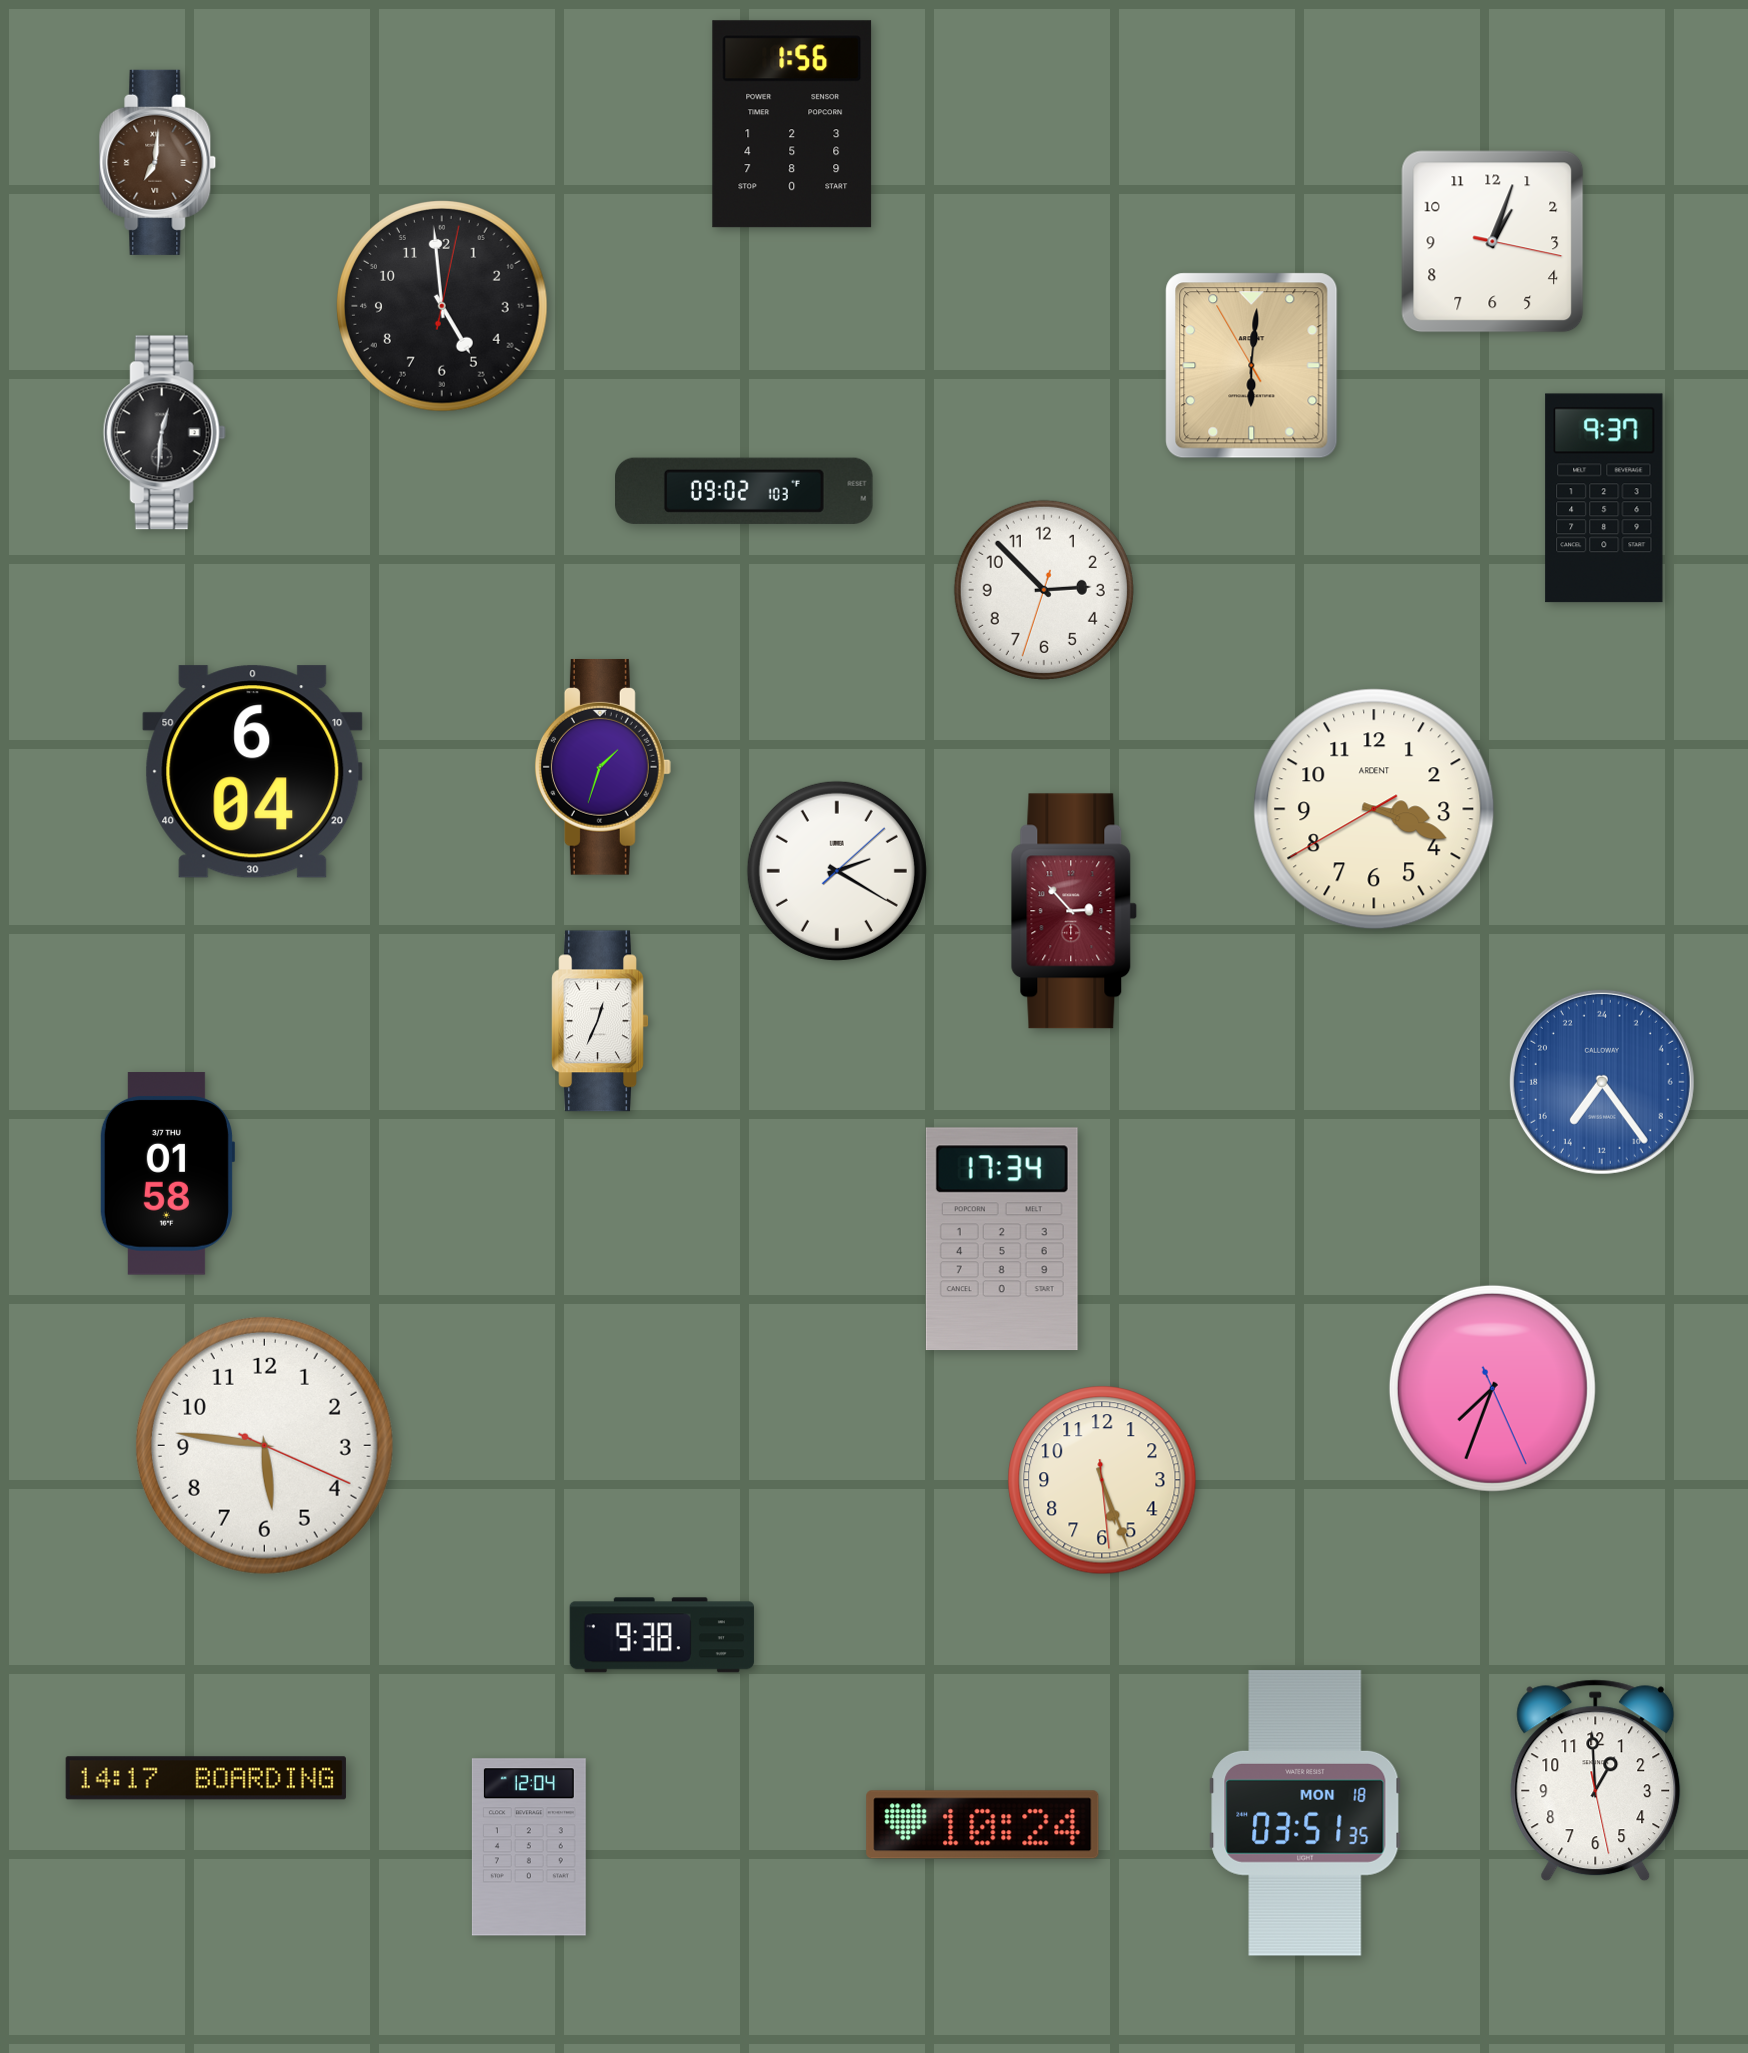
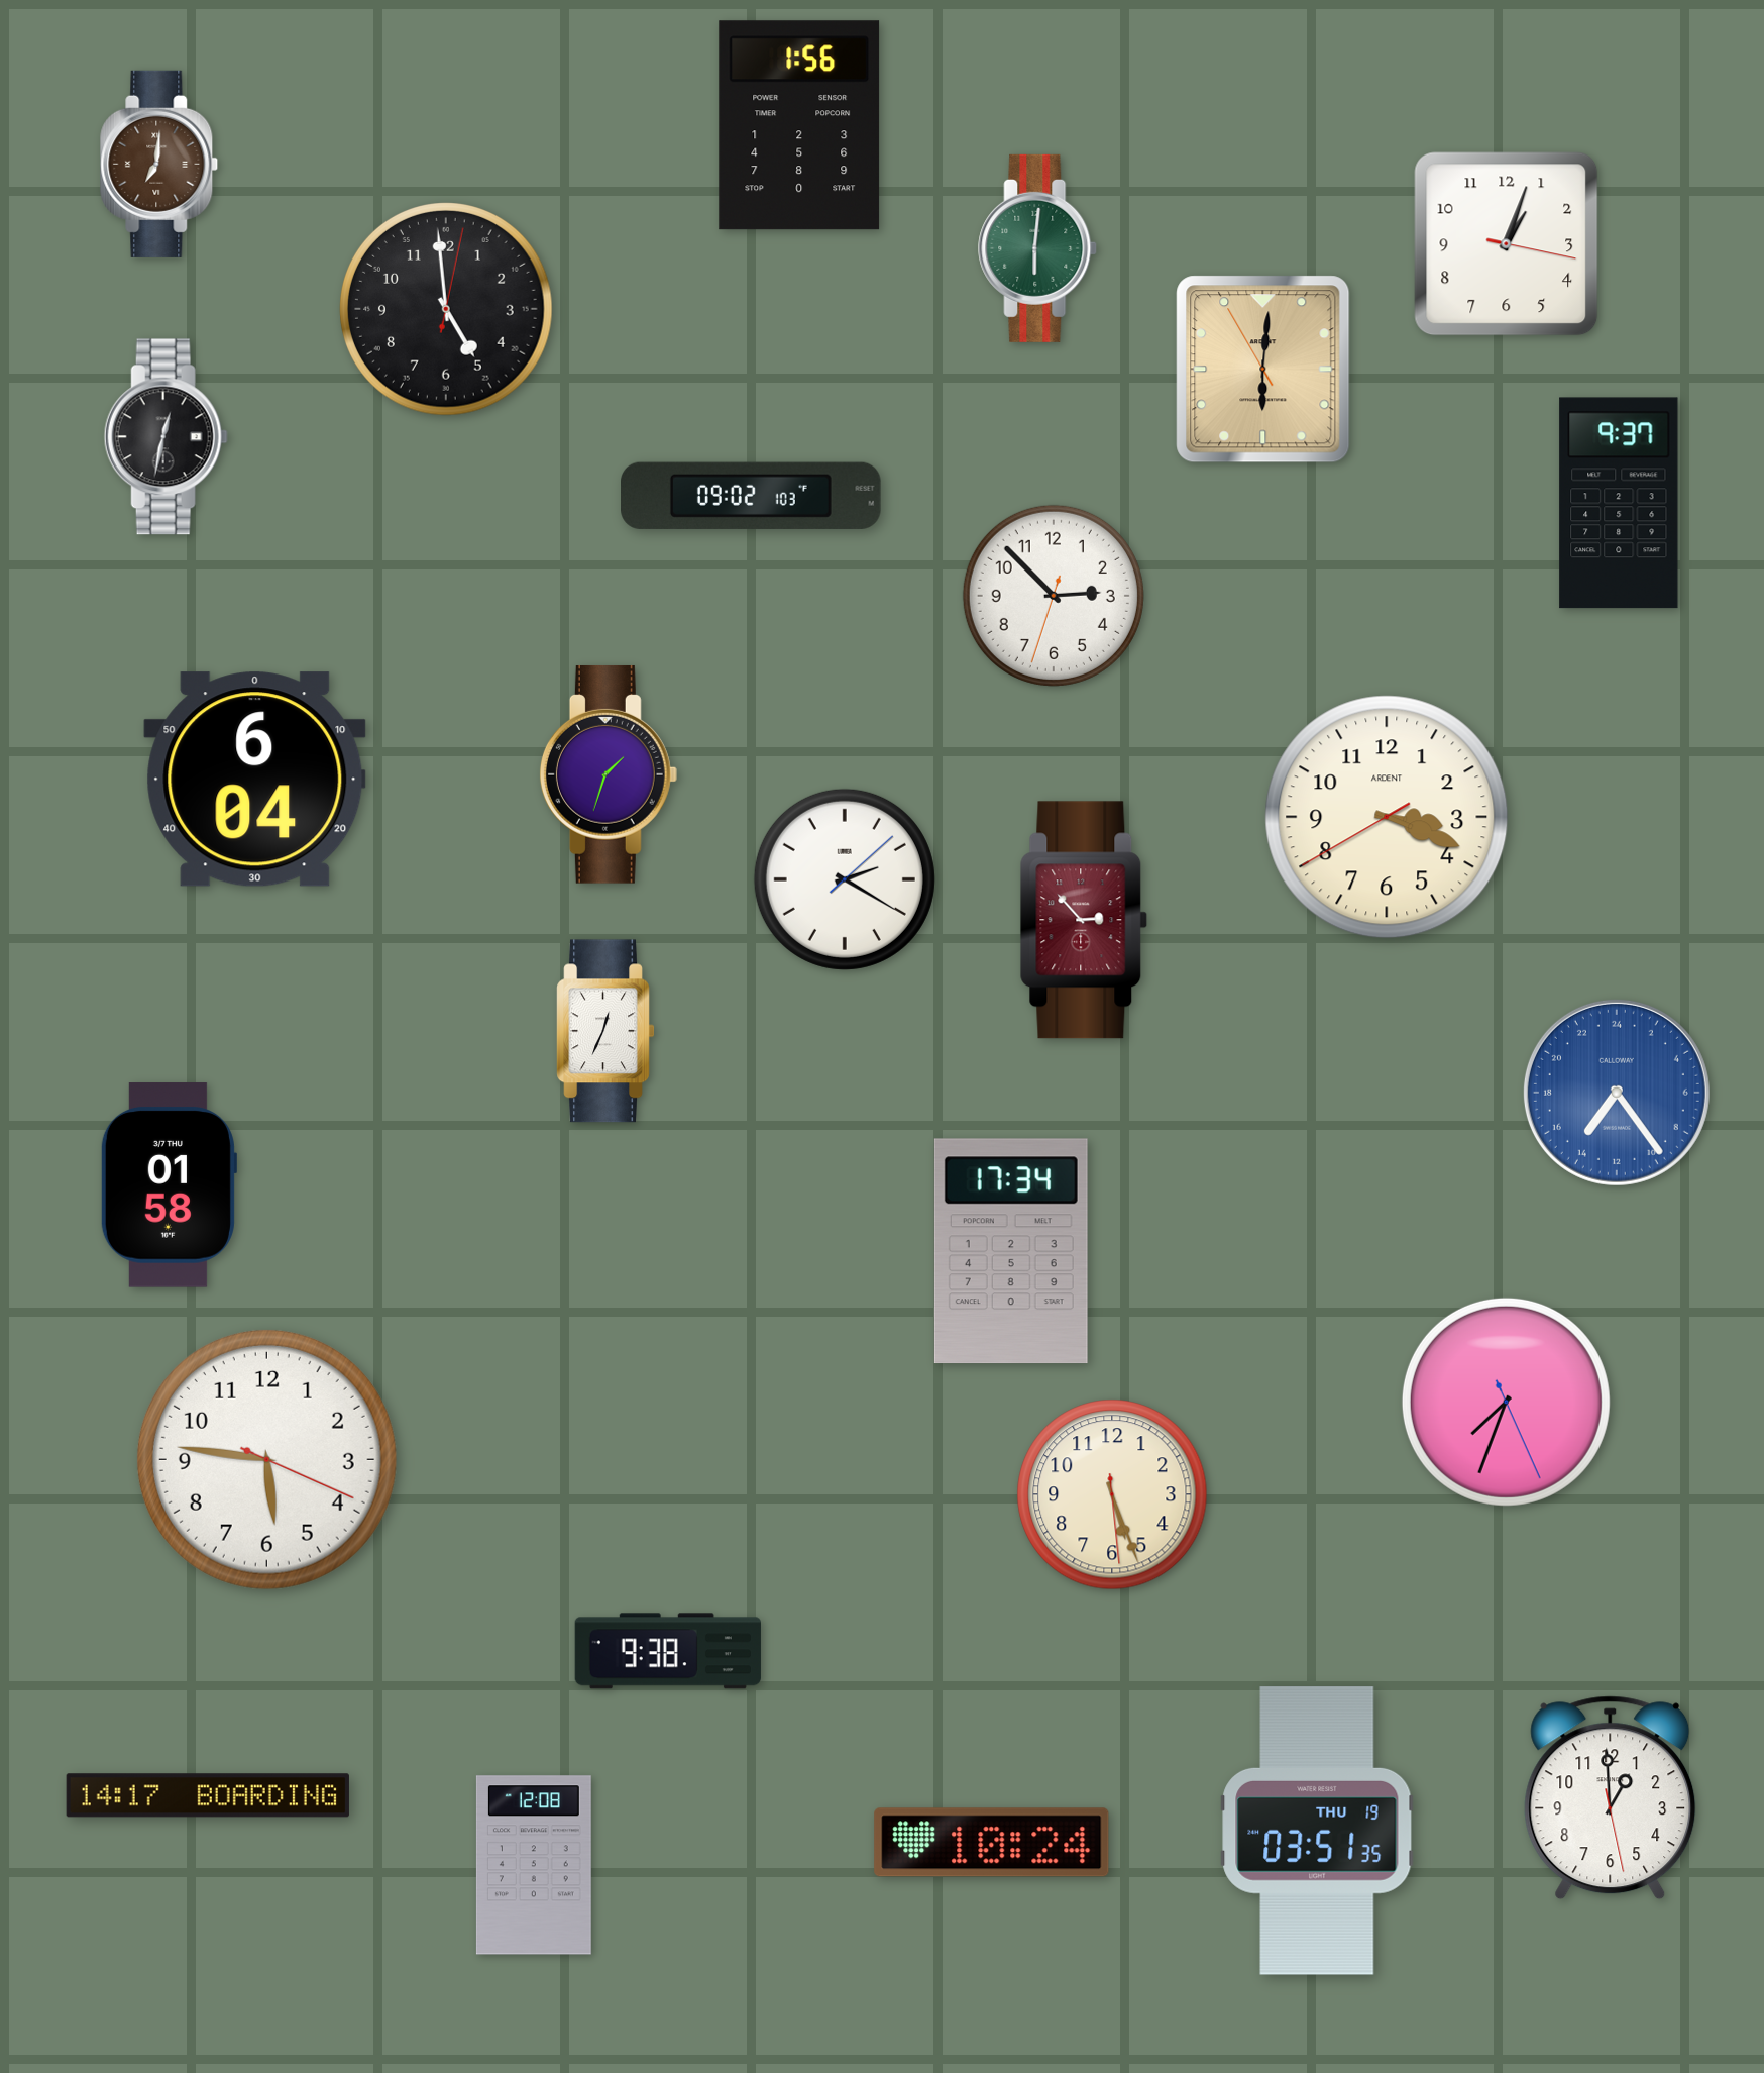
clock at (1038, 248): none -> 6:01
clock at (164, 433): 12:31 -> 12:32
clock at (1305, 1813) date: MON 18 -> THU 19
clock at (529, 1847): 12:04 -> 12:08
